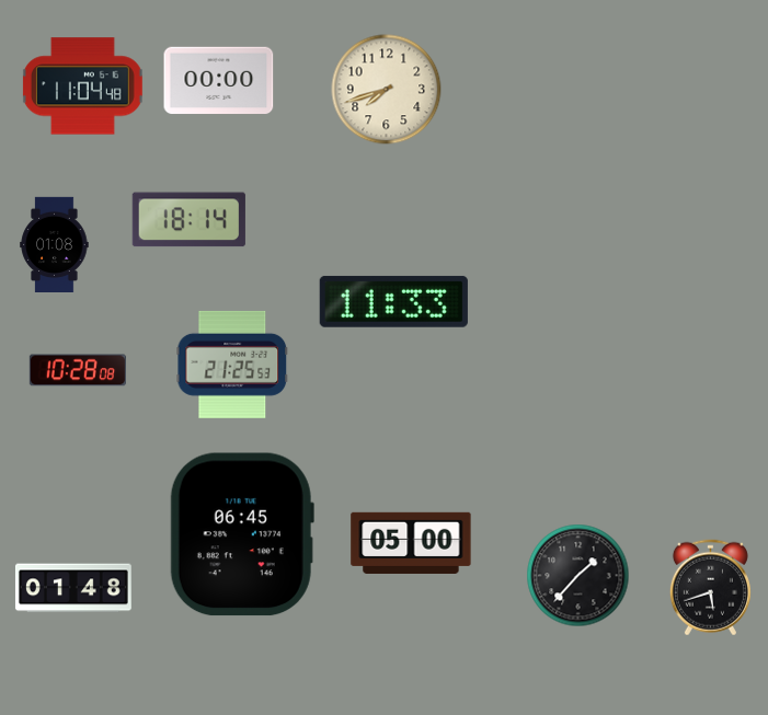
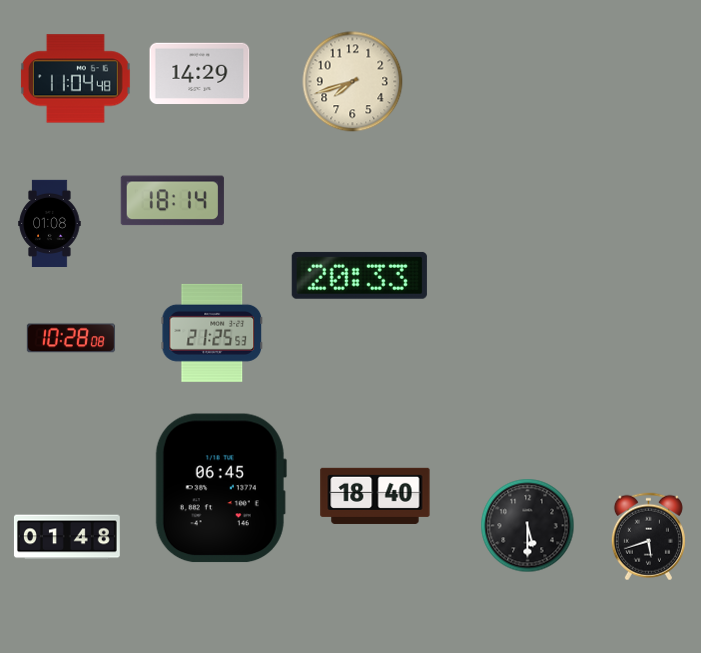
clock at (219, 81): 00:00 -> 14:29
clock at (393, 301): 11:33 -> 20:33
clock at (411, 543): 05:00 -> 18:40
clock at (578, 576): 1:37 -> 5:30
